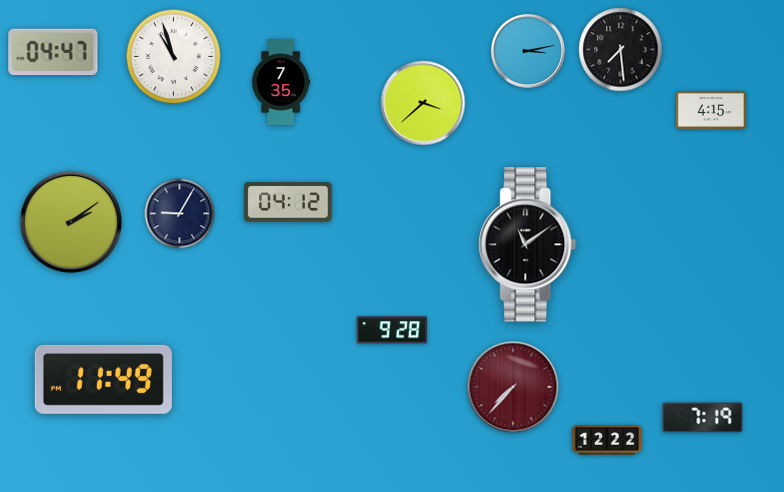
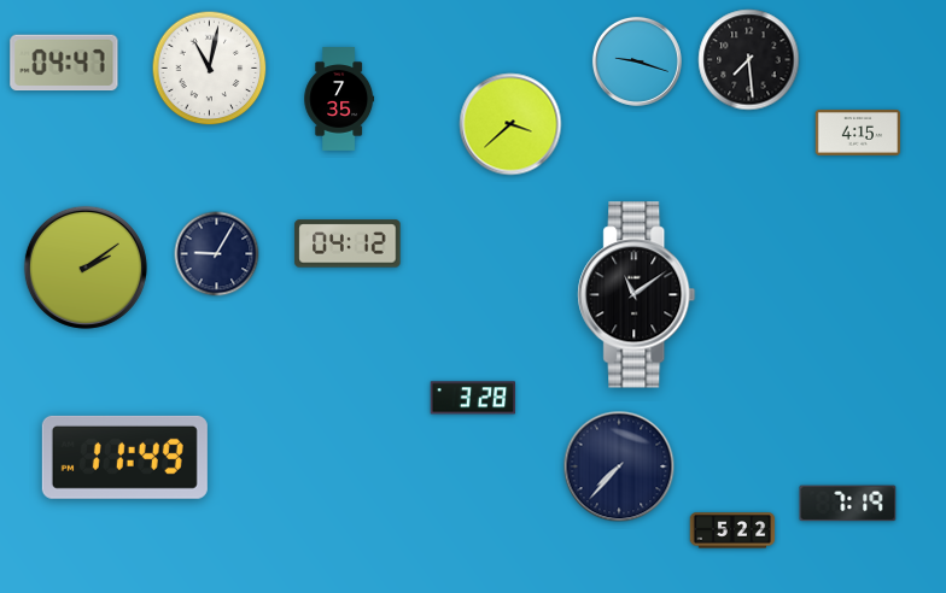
clock at (528, 51): 3:13 -> 9:18
clock at (174, 57): 10:57 -> 11:02
clock at (180, 214) position: (180, 214) -> (217, 254)
clock at (391, 330): 9:28 -> 3:28
clock at (513, 387) dial: burgundy -> navy
clock at (607, 440): 12:22 -> 5:22
